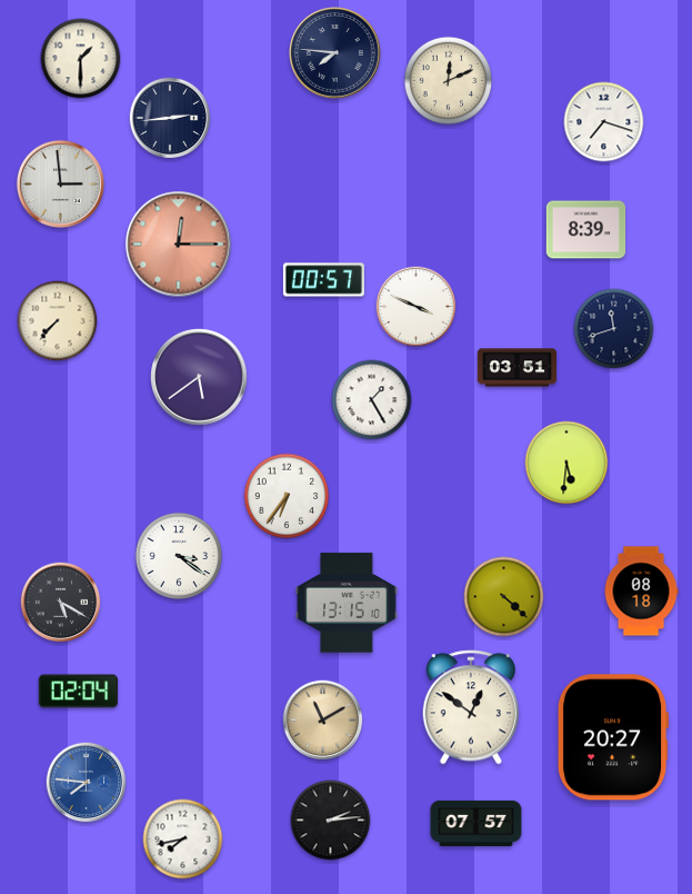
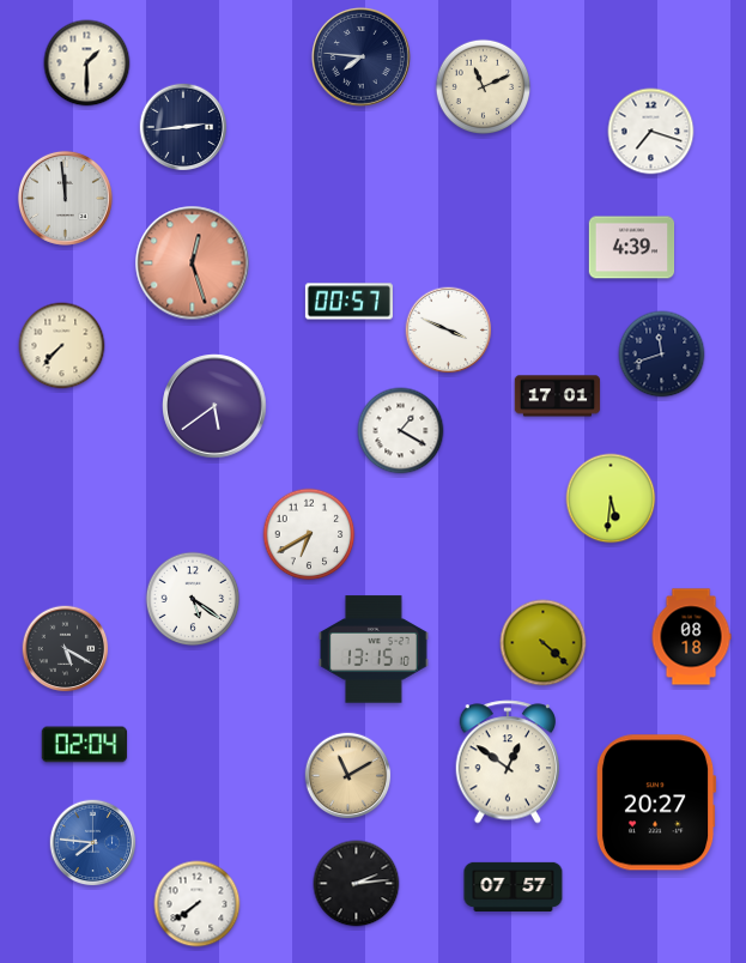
clock at (449, 81): 12:11 -> 11:11
clock at (60, 183): 2:59 -> 11:59
clock at (586, 230): 8:39 -> 4:39
clock at (179, 245): 12:15 -> 12:27
clock at (518, 368): 03:51 -> 17:01
clock at (372, 400): 1:25 -> 1:20
clock at (287, 496): 6:36 -> 6:40
clock at (179, 556): 3:21 -> 5:21
clock at (613, 737) position: (613, 737) -> (656, 802)
clock at (183, 840): 7:43 -> 7:39
